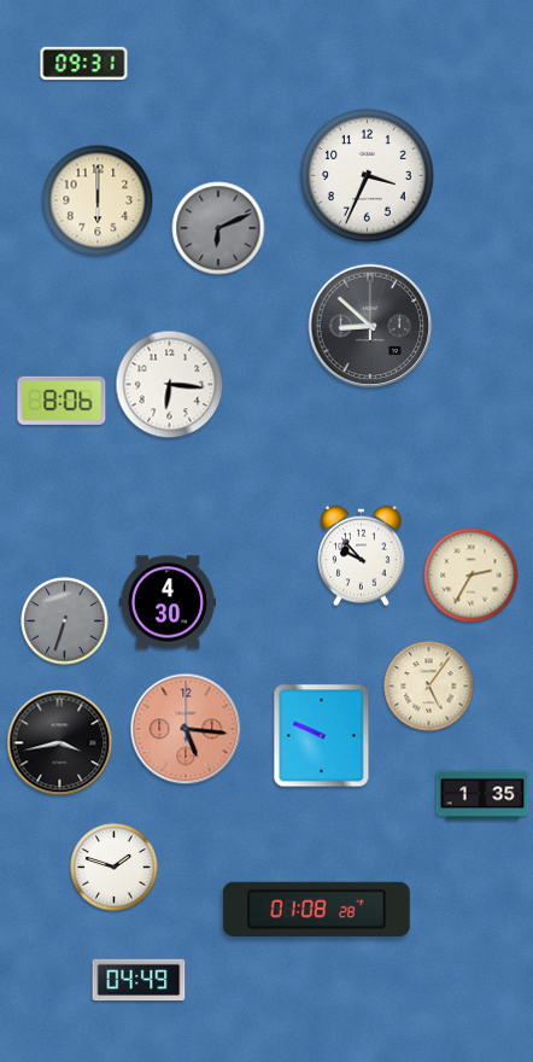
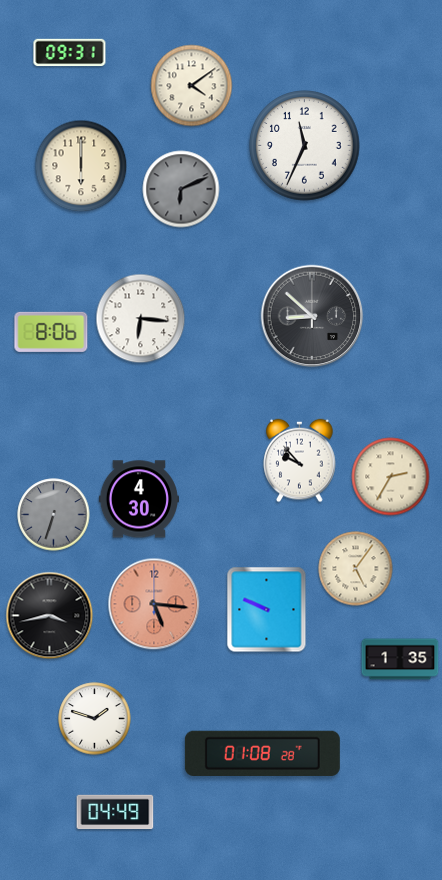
clock at (192, 86): none -> 4:09
clock at (368, 176): 3:34 -> 11:34
clock at (370, 326) position: (370, 326) -> (312, 316)
